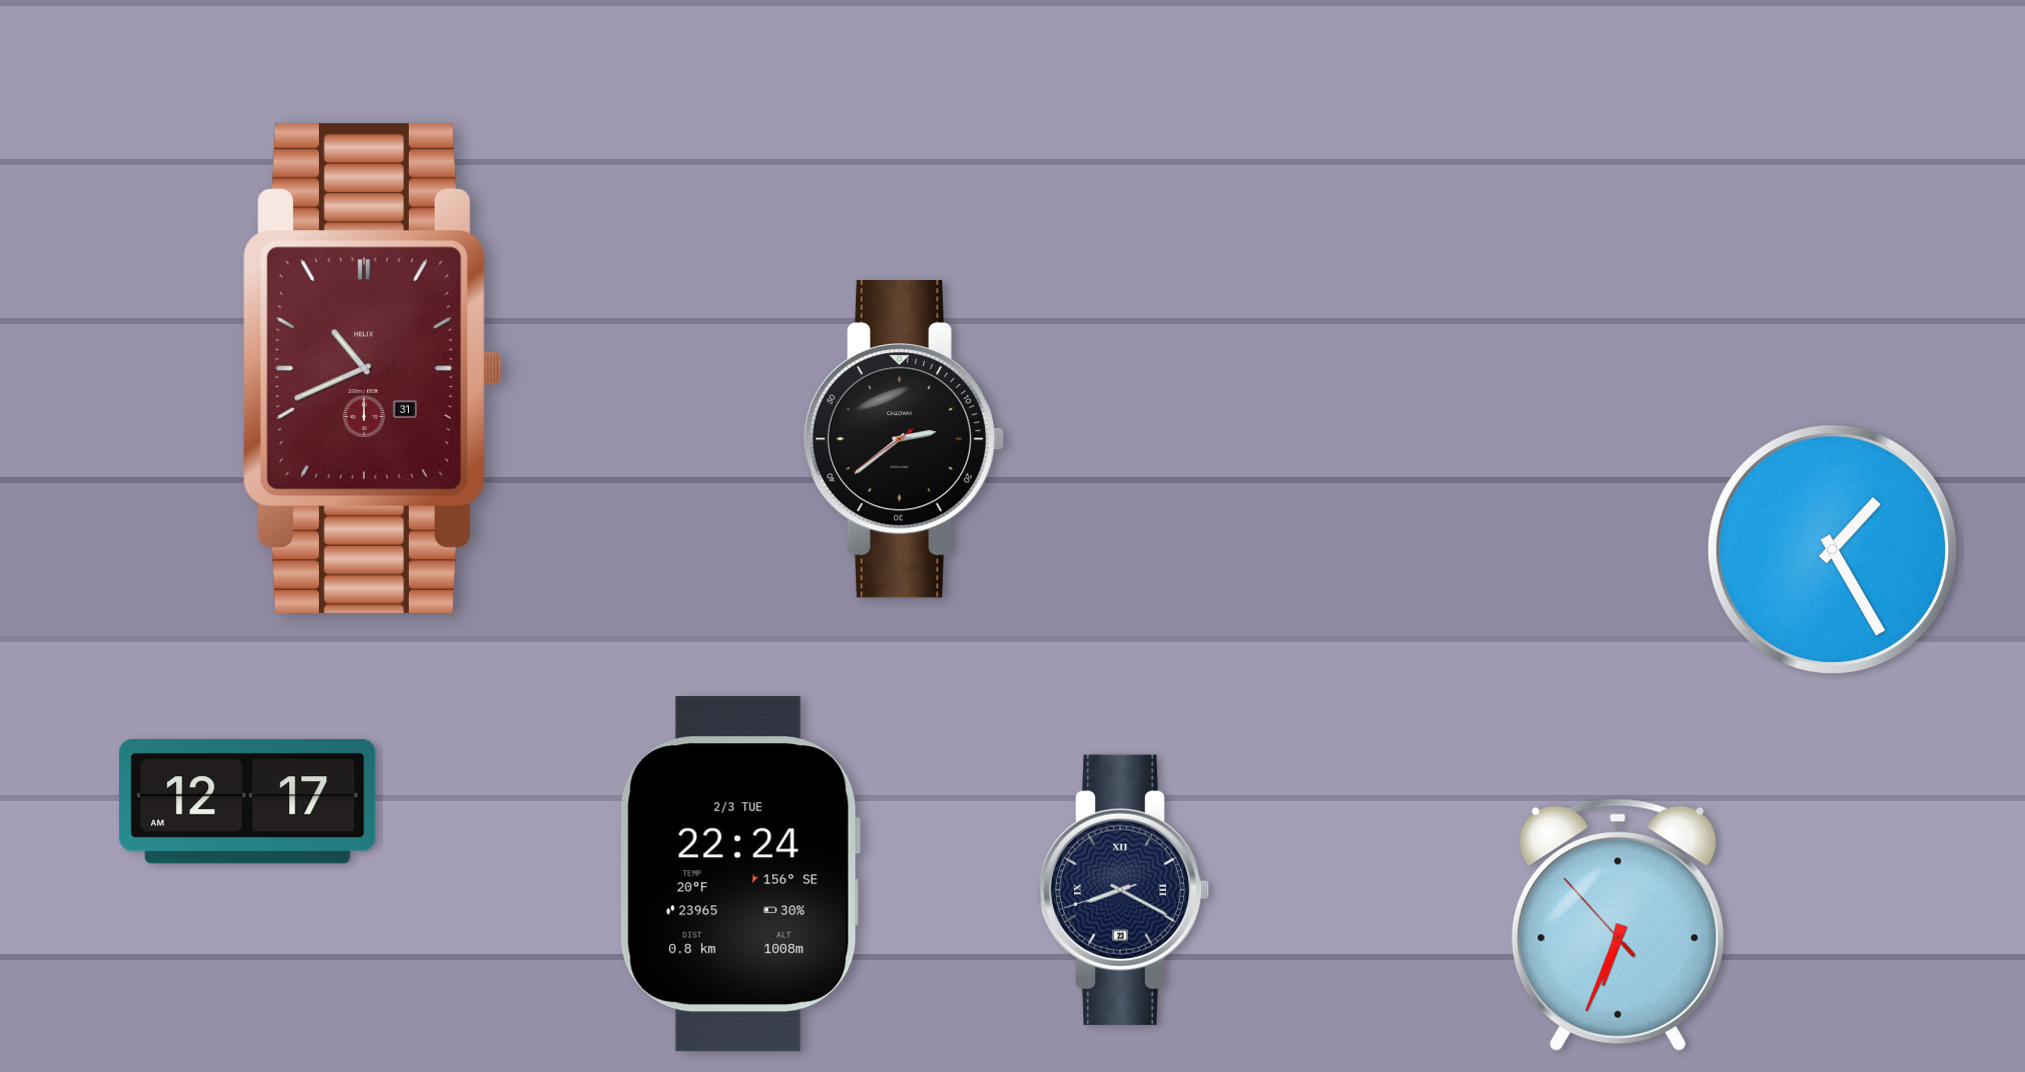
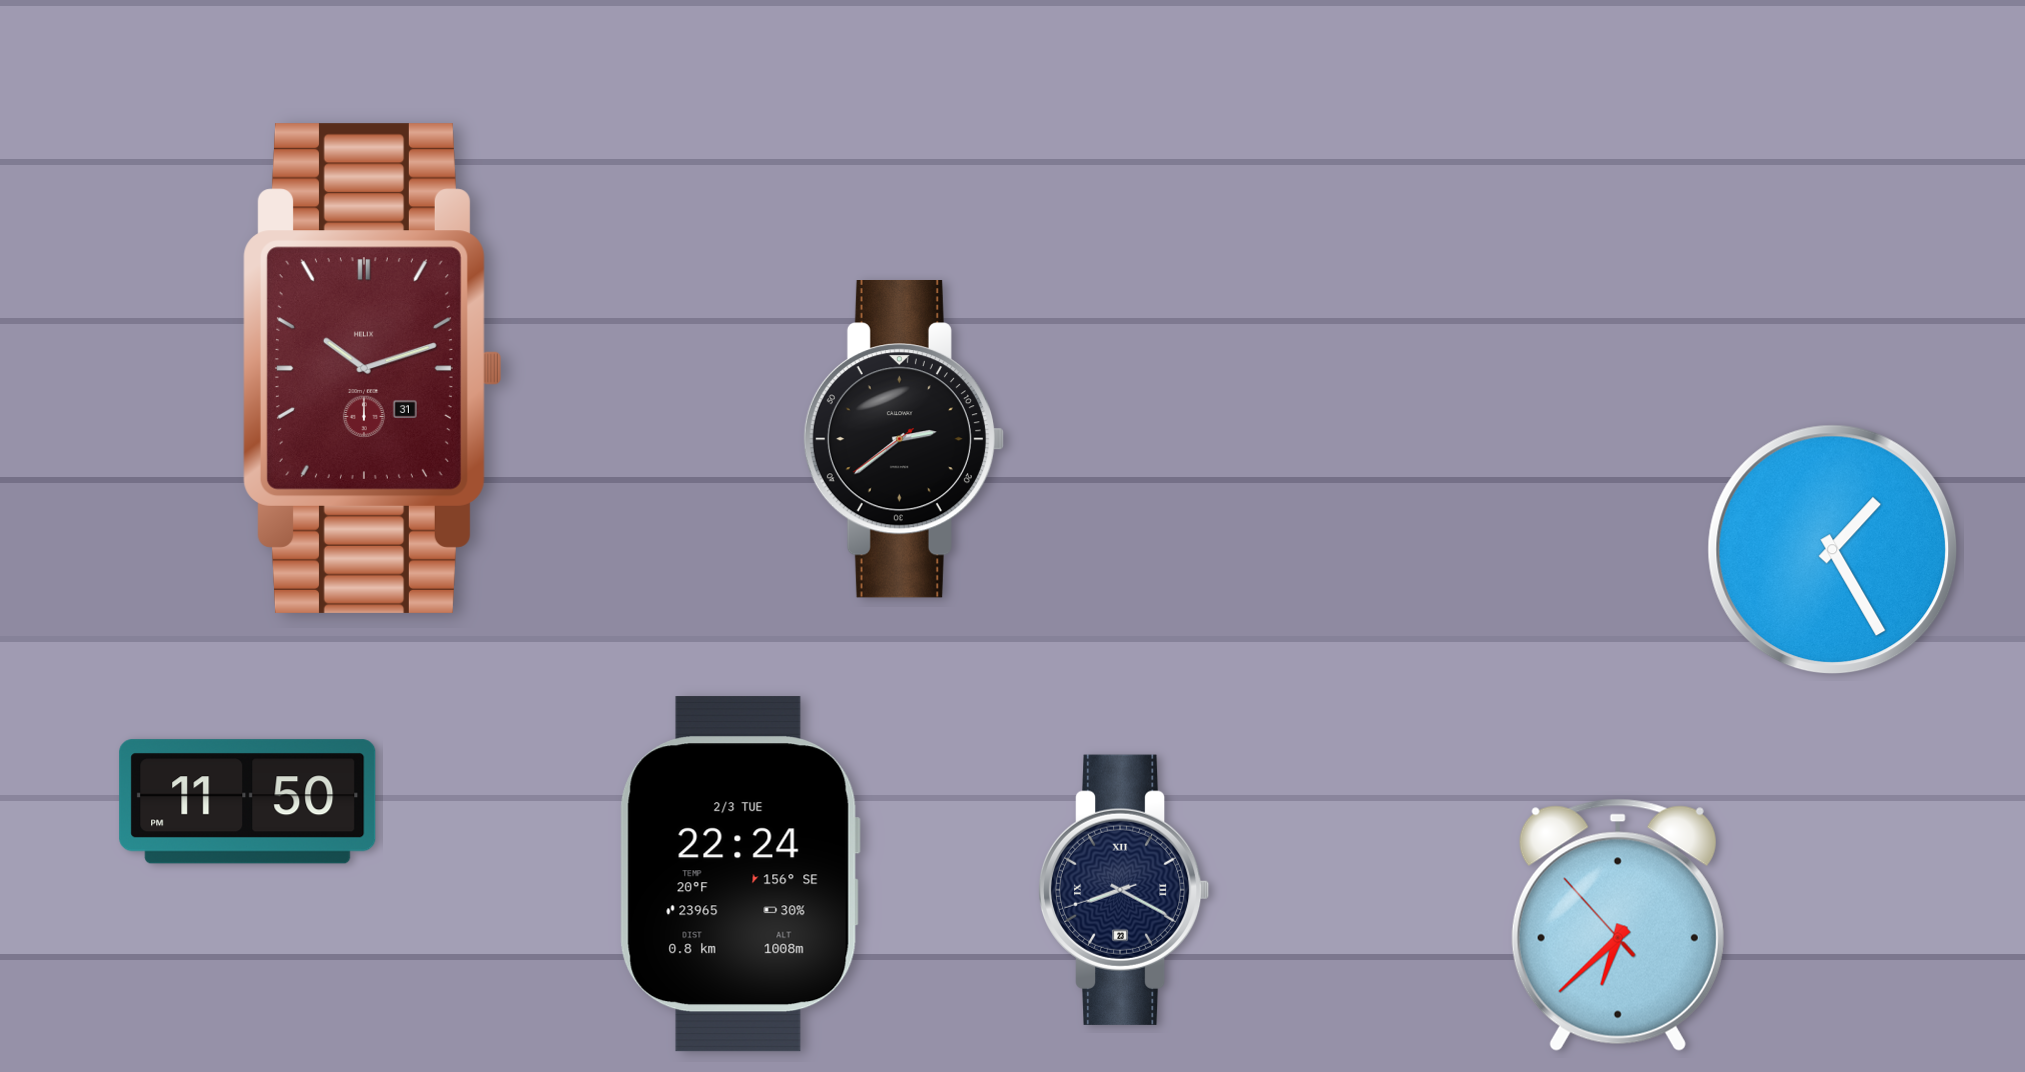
clock at (372, 368): 10:41 -> 10:12
clock at (248, 802): 12:17 -> 11:50
clock at (1618, 925): 6:33 -> 6:37
